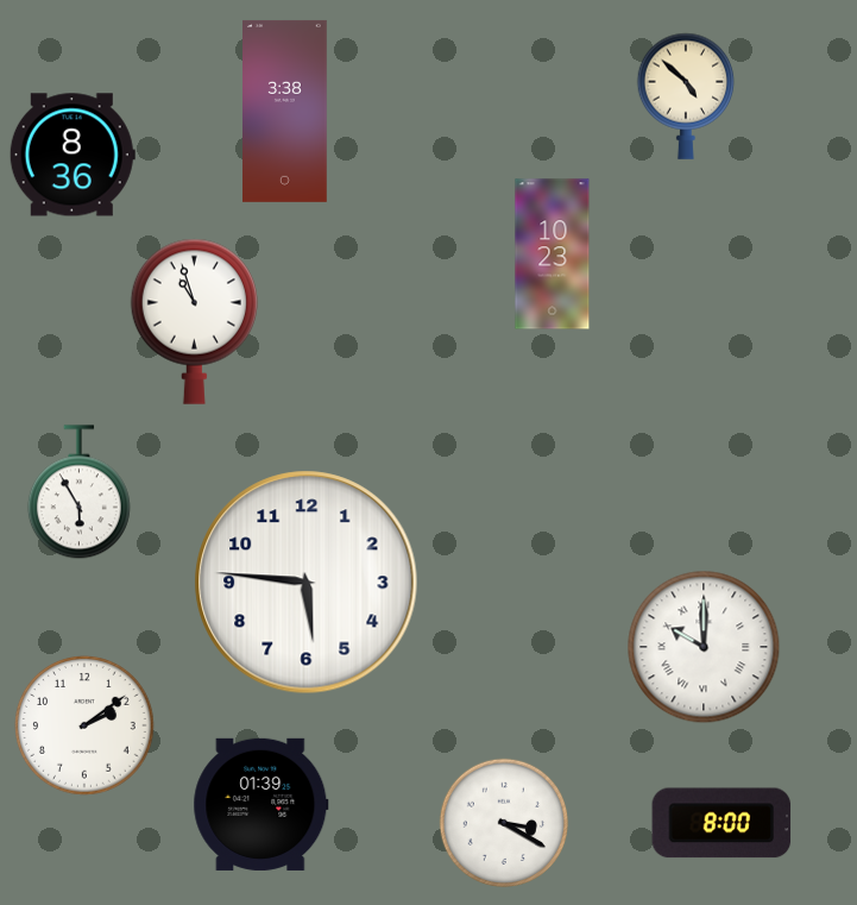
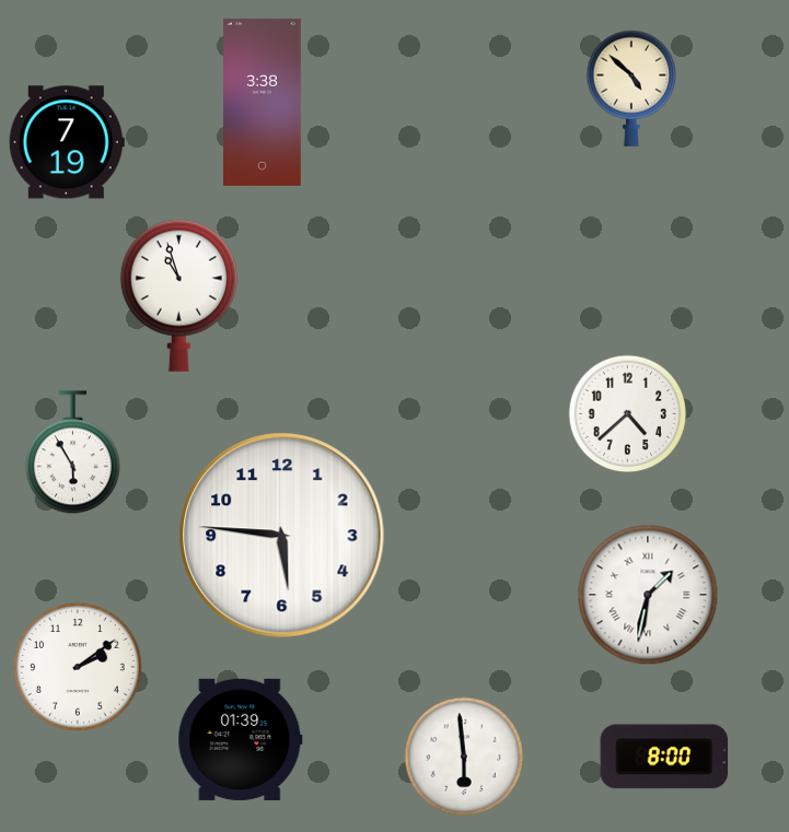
clock at (73, 155): 8:36 -> 7:19
clock at (553, 254): 10:23 -> none
clock at (628, 414): none -> 4:38
clock at (704, 647): 10:00 -> 1:32
clock at (503, 822): 3:20 -> 5:59
